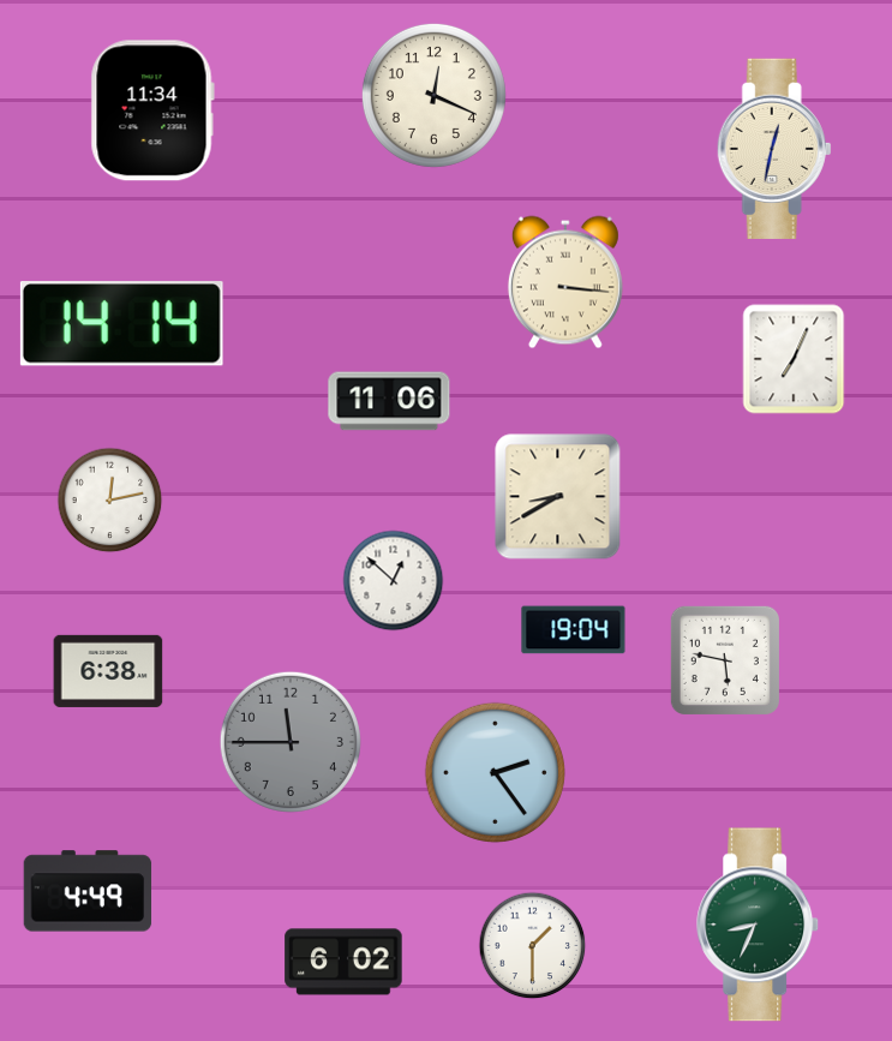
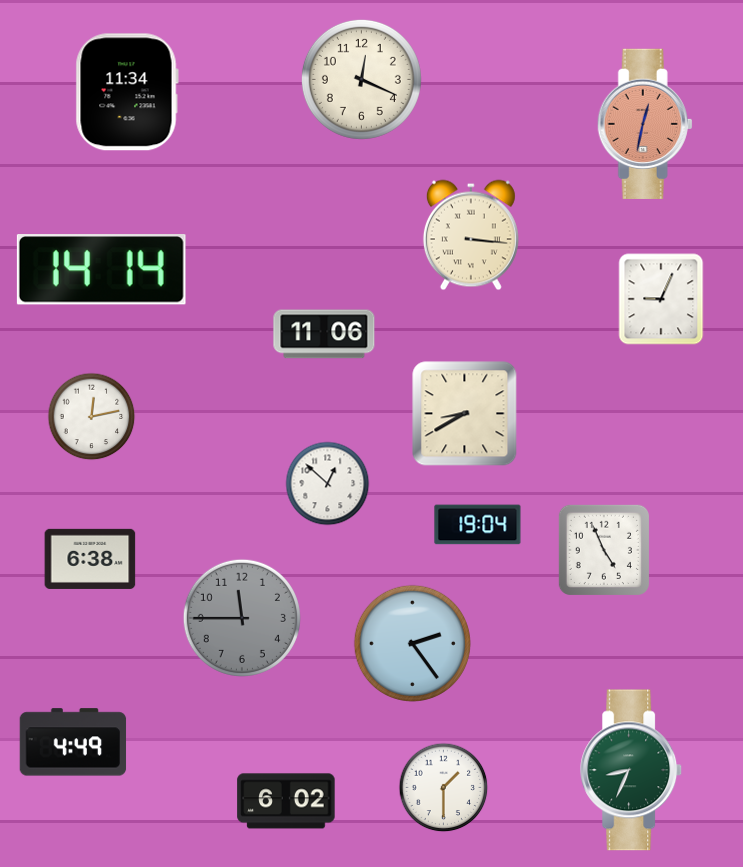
clock at (774, 149) dial: cream -> salmon
clock at (794, 359): 7:04 -> 9:04
clock at (725, 660): 5:47 -> 4:56
